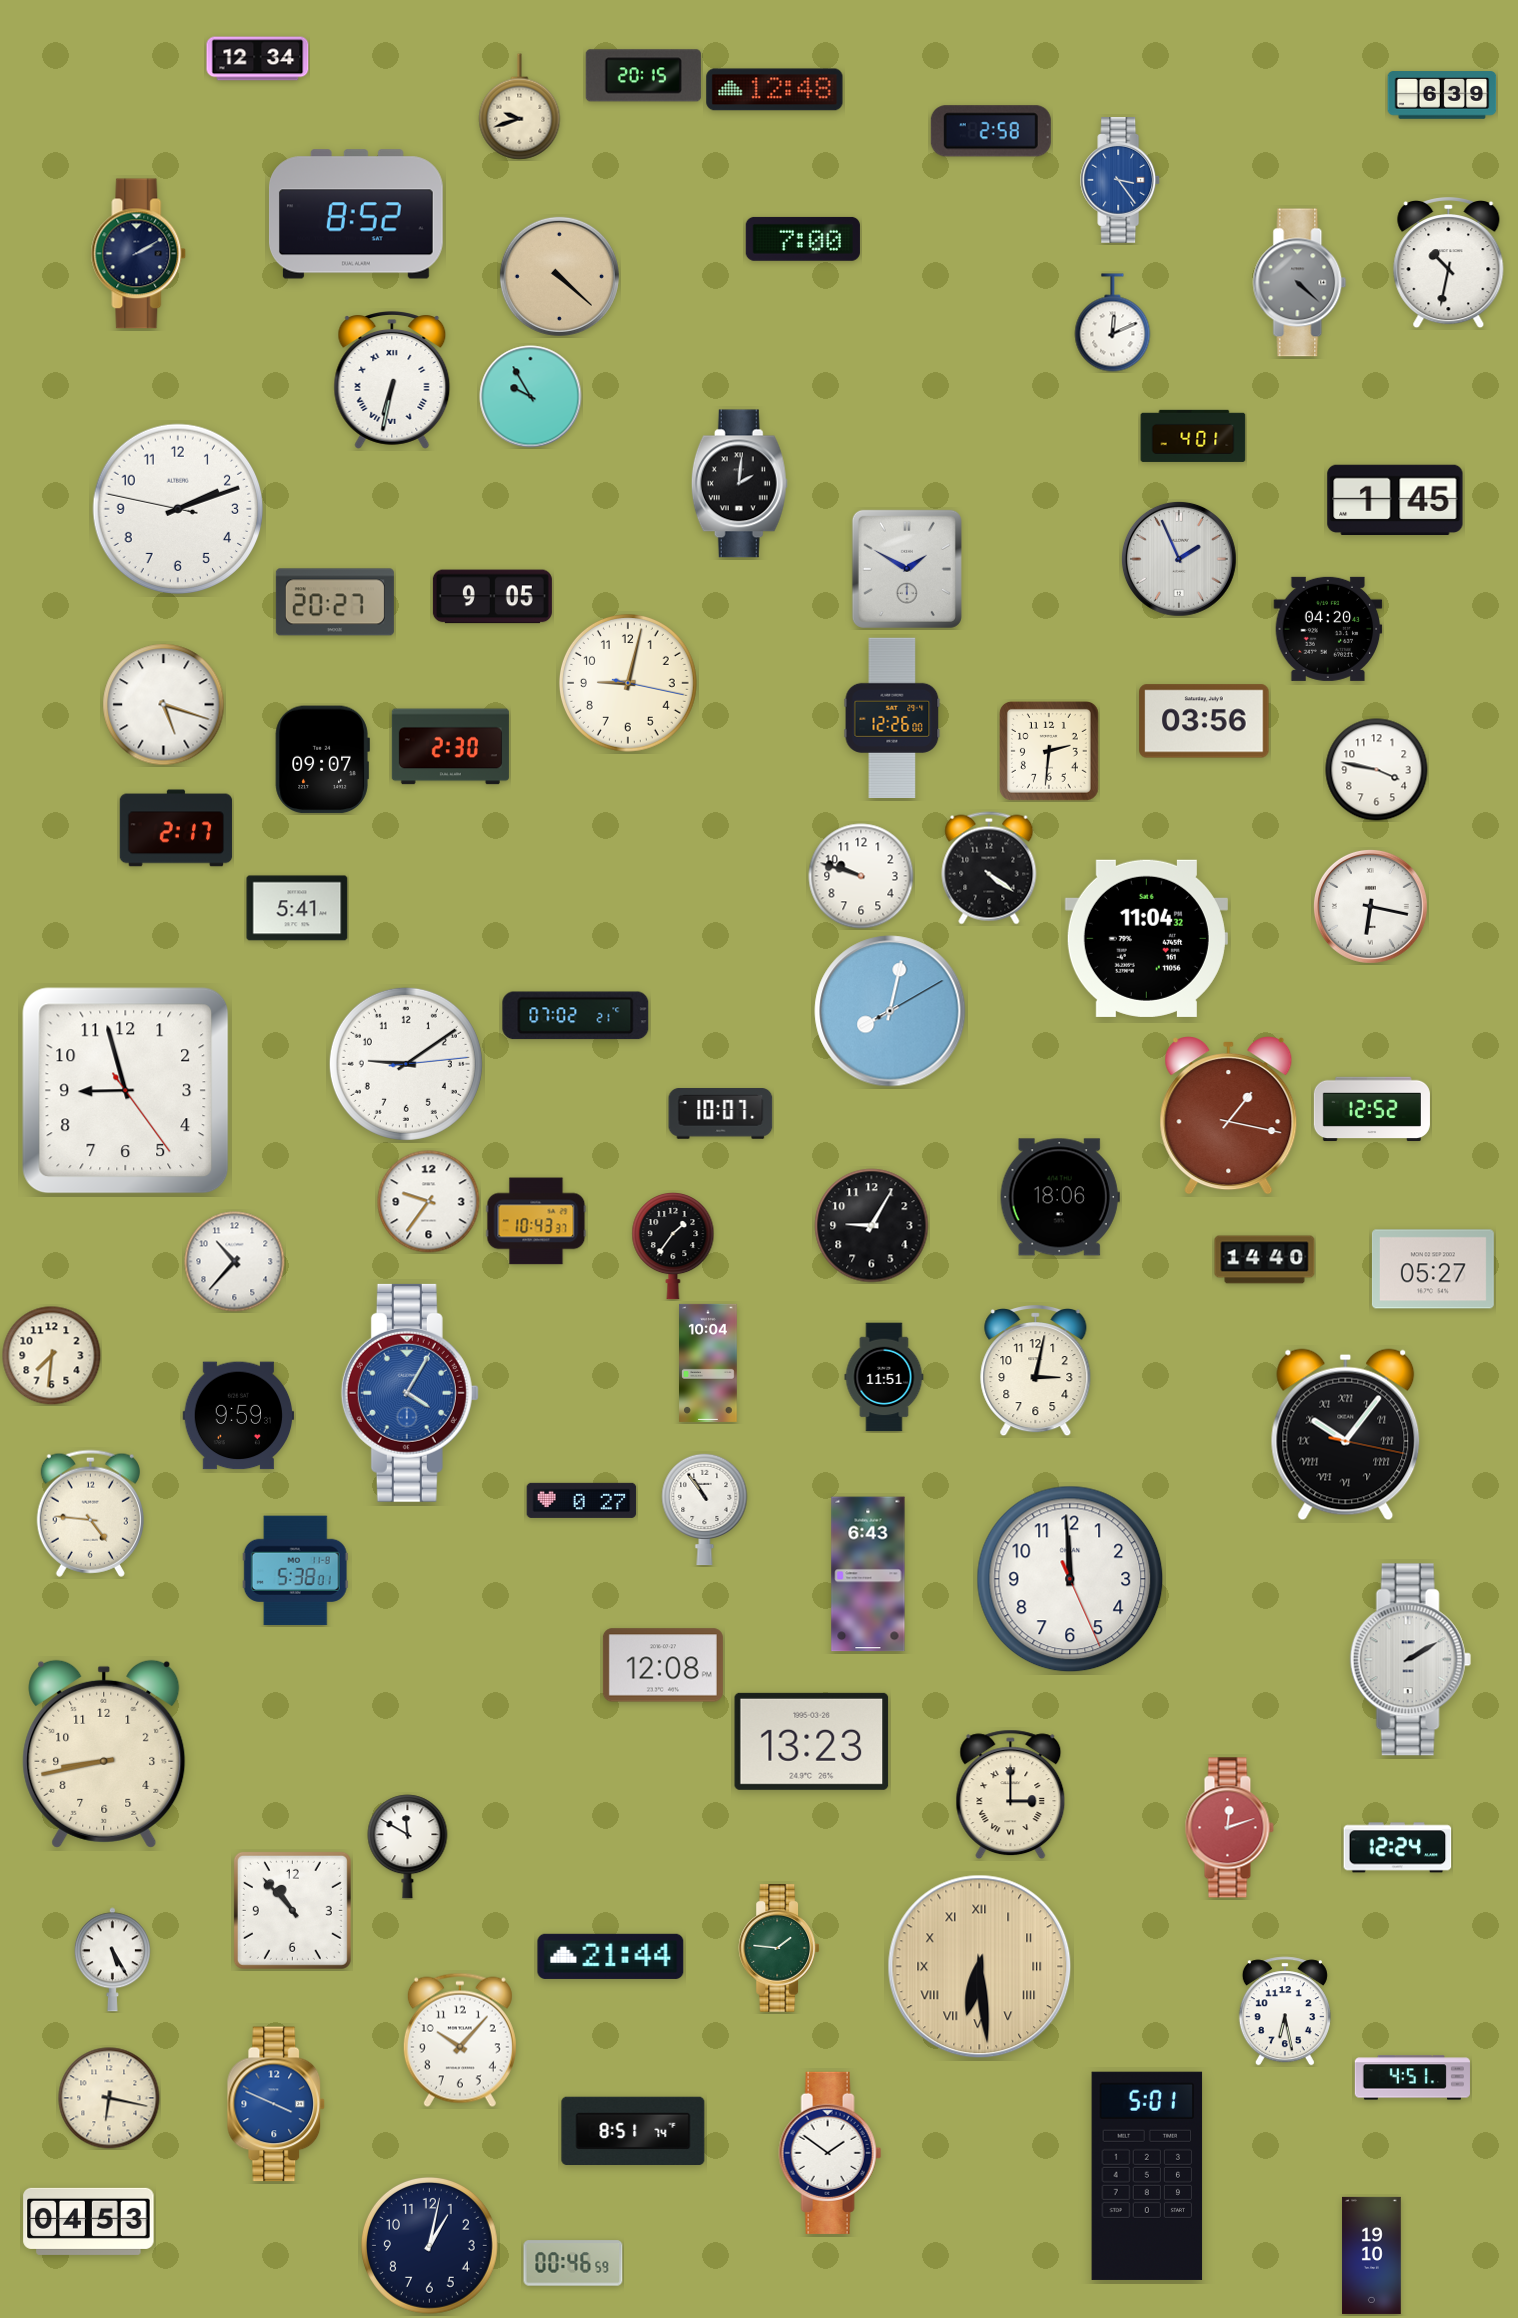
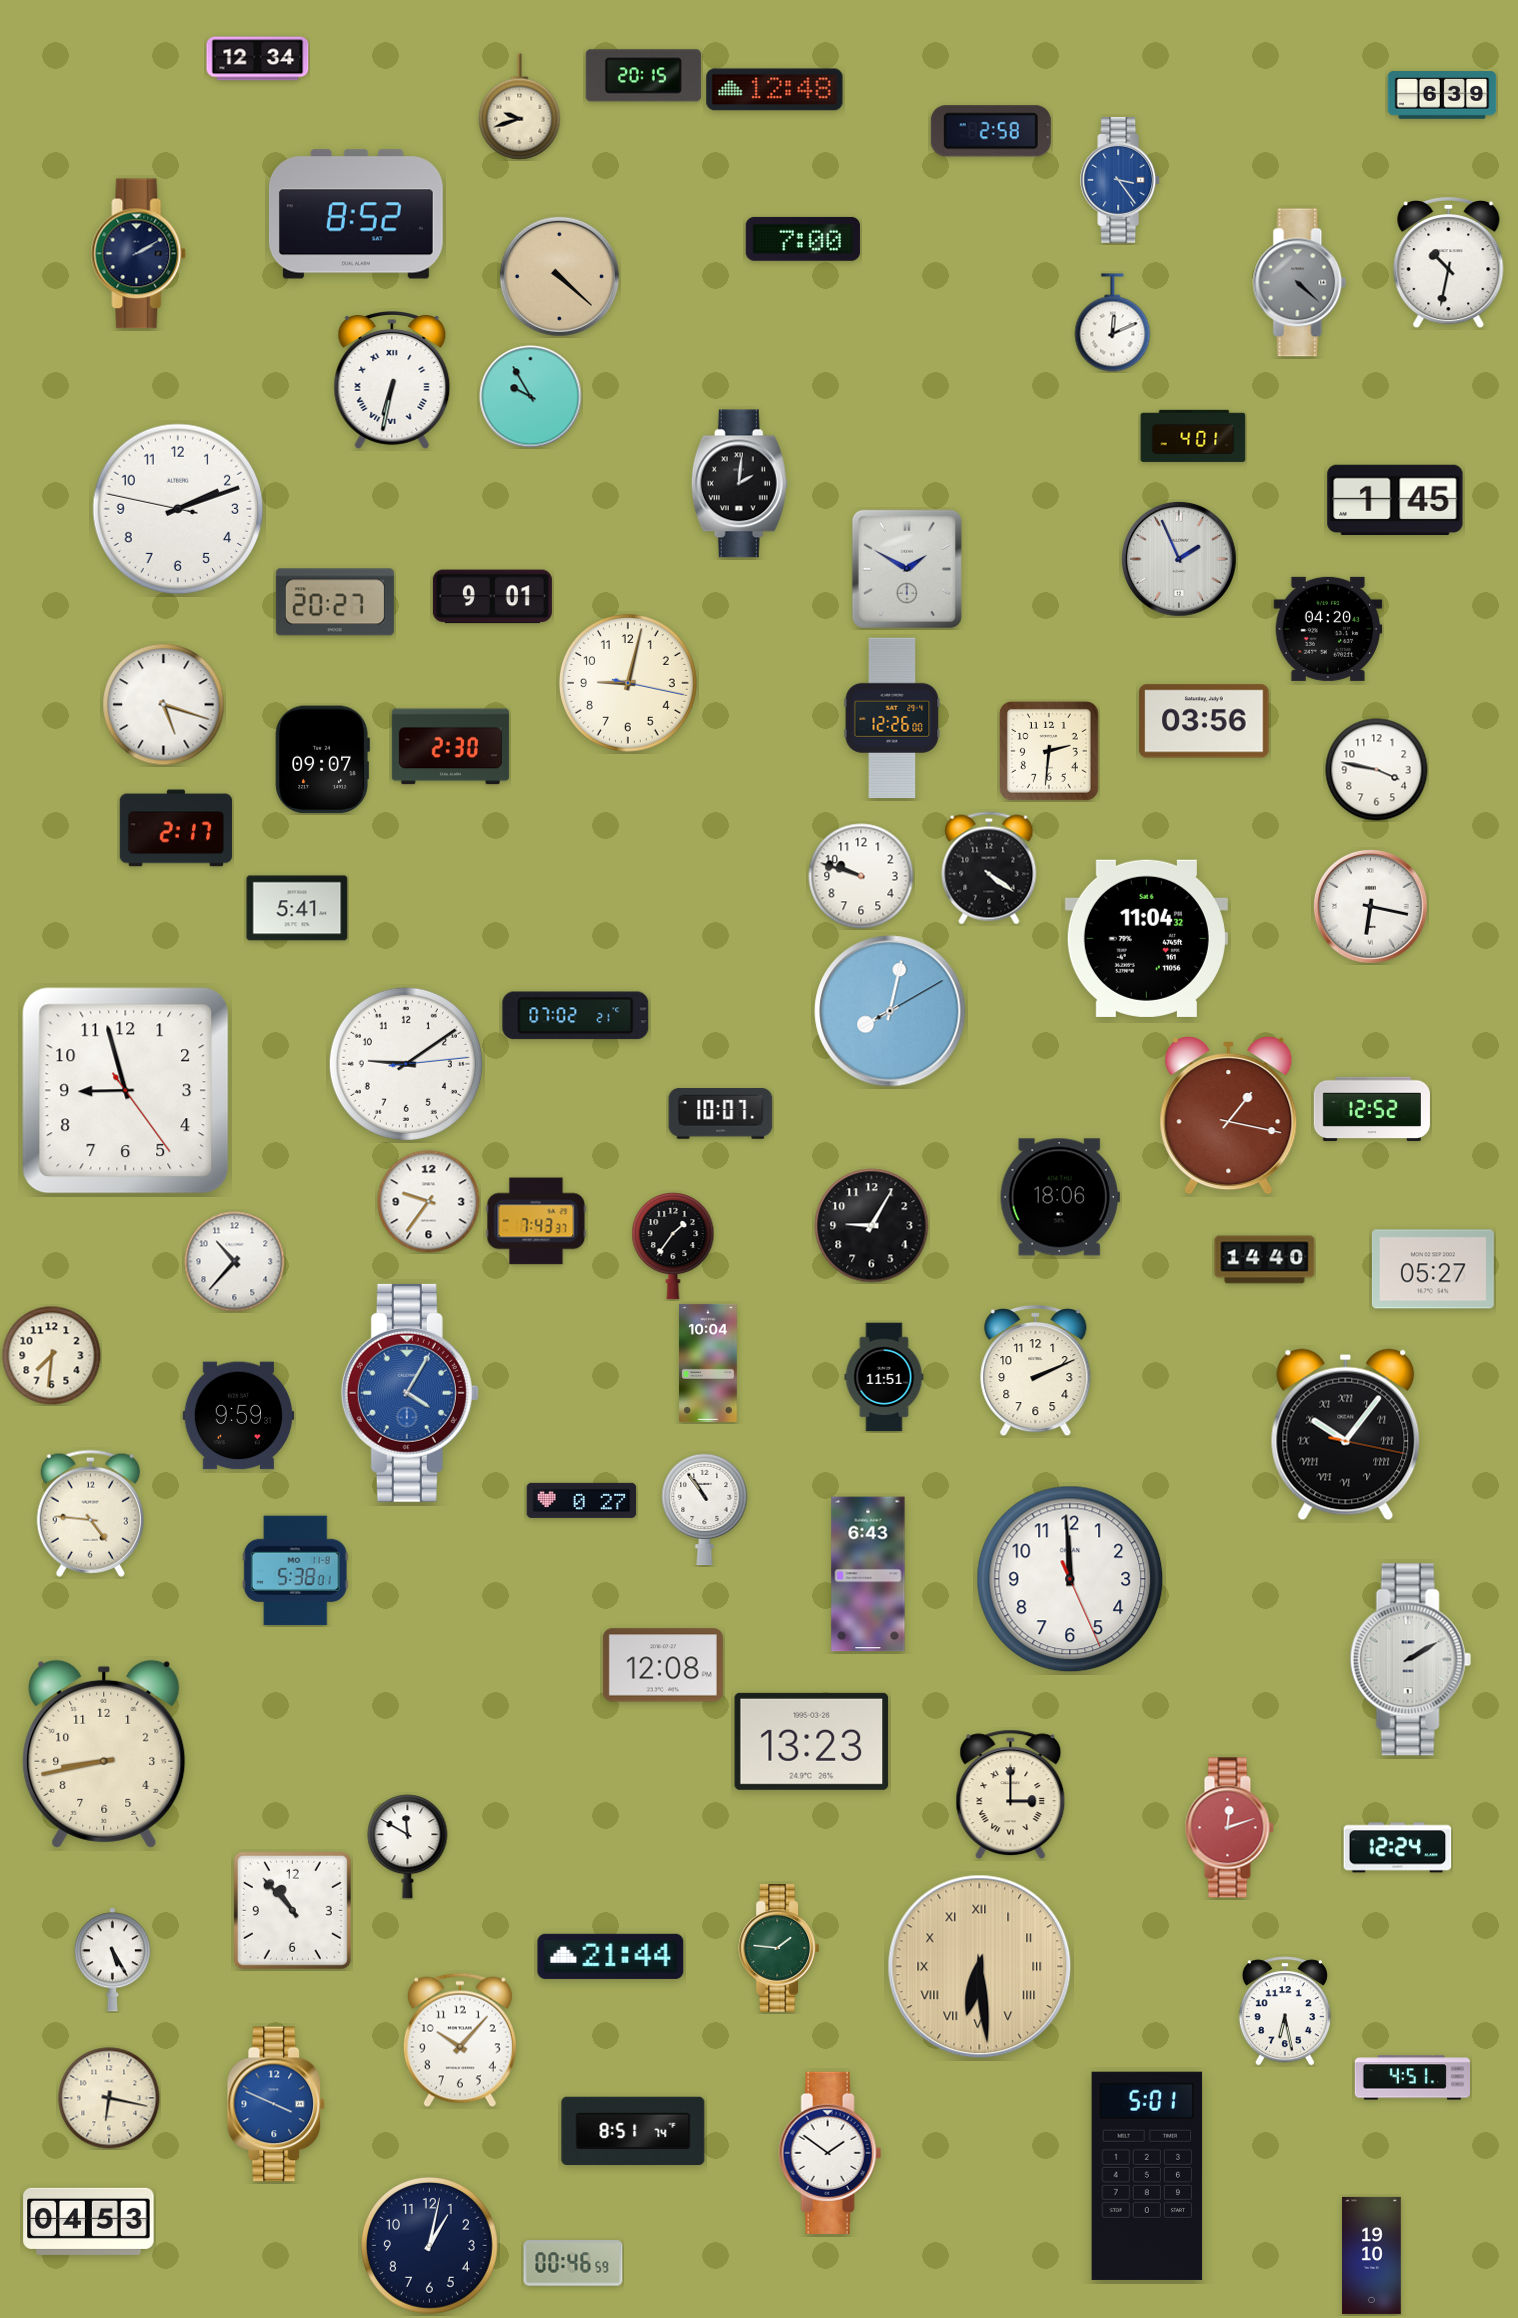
clock at (492, 597): 9:05 -> 9:01
clock at (536, 1221): 10:43 -> 7:43
clock at (1036, 1372): 3:02 -> 2:11
